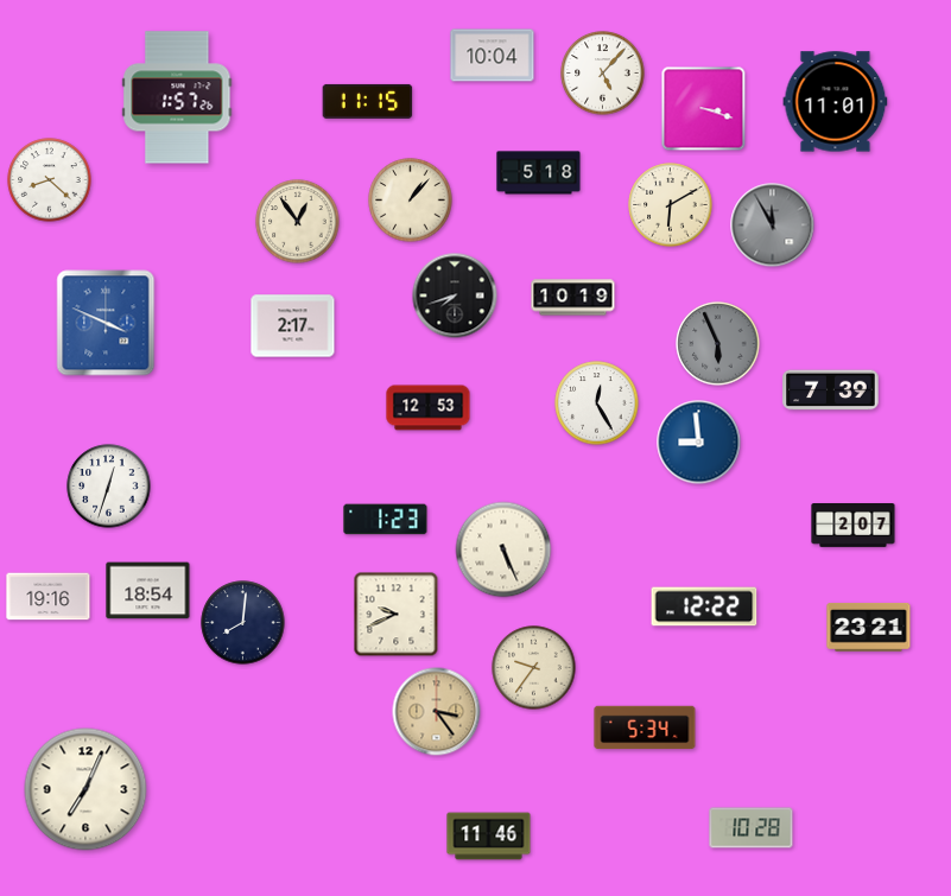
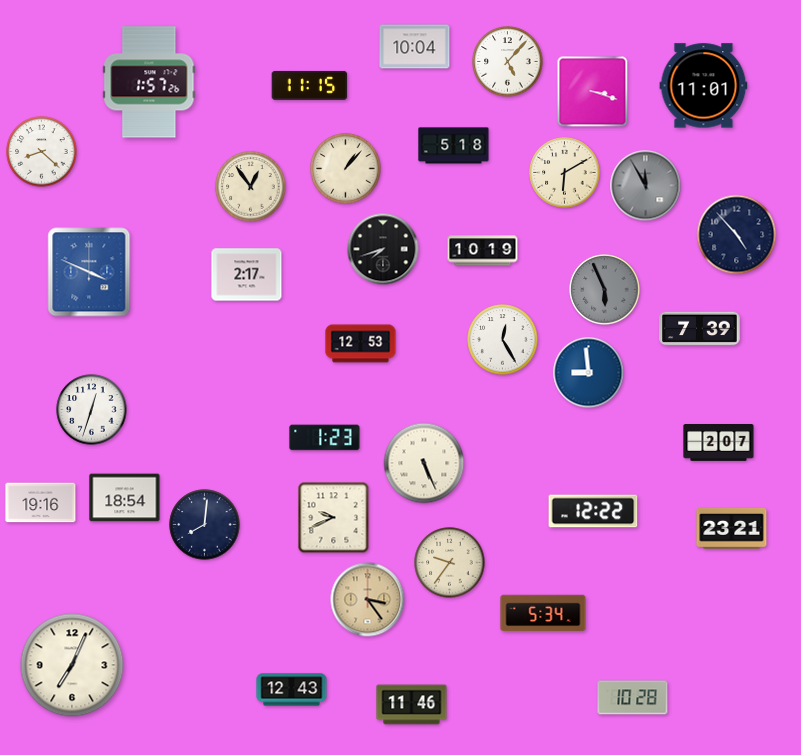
clock at (773, 225) position: (773, 225) -> (646, 186)
clock at (737, 235): none -> 4:53
clock at (292, 690): none -> 12:43
